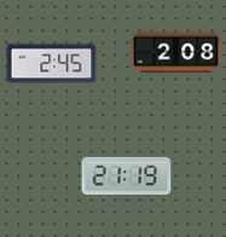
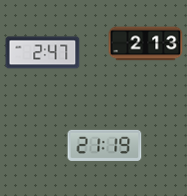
clock at (176, 53): 2:08 -> 2:13
clock at (52, 64): 2:45 -> 2:47
